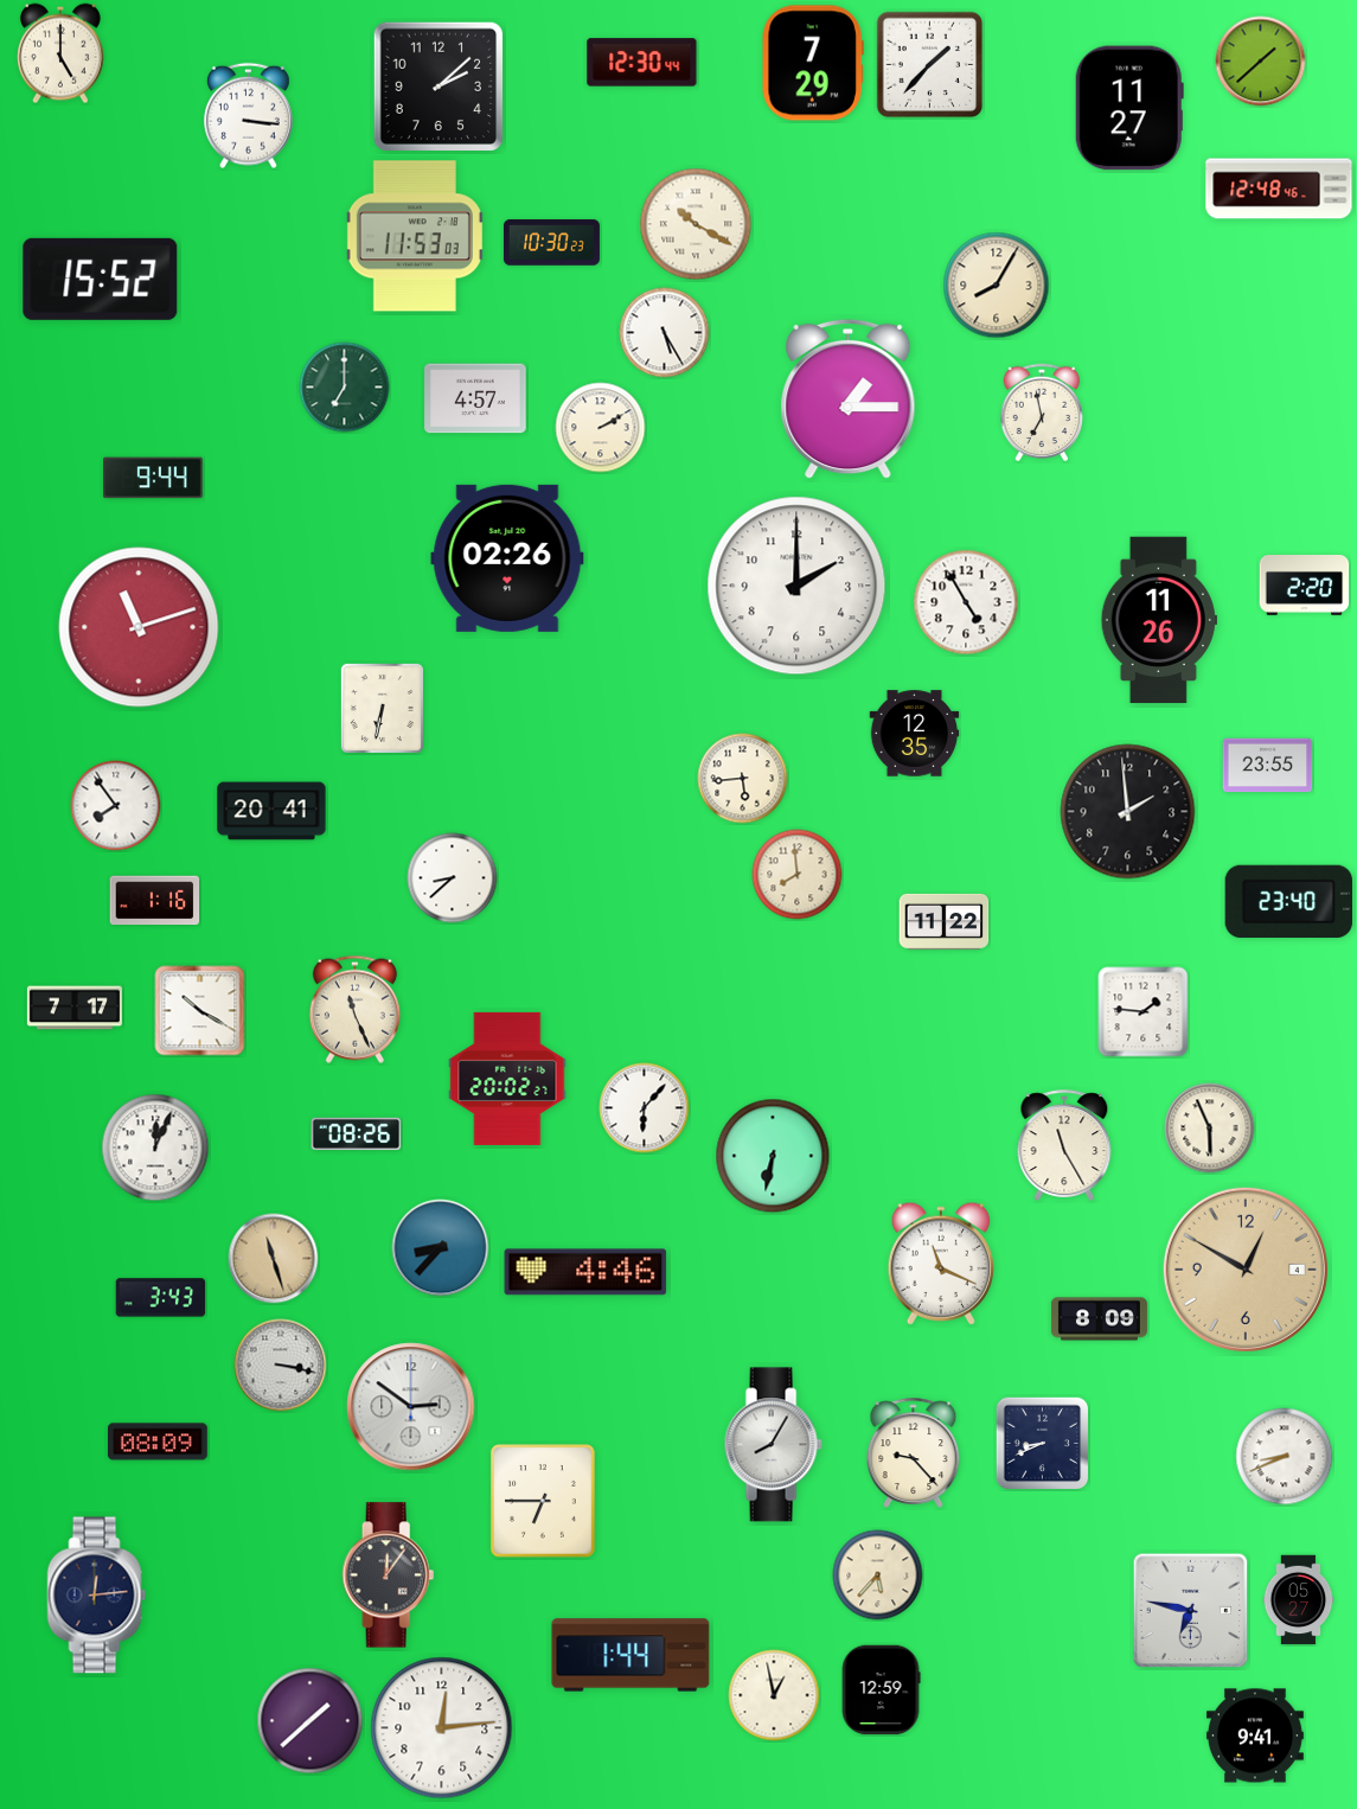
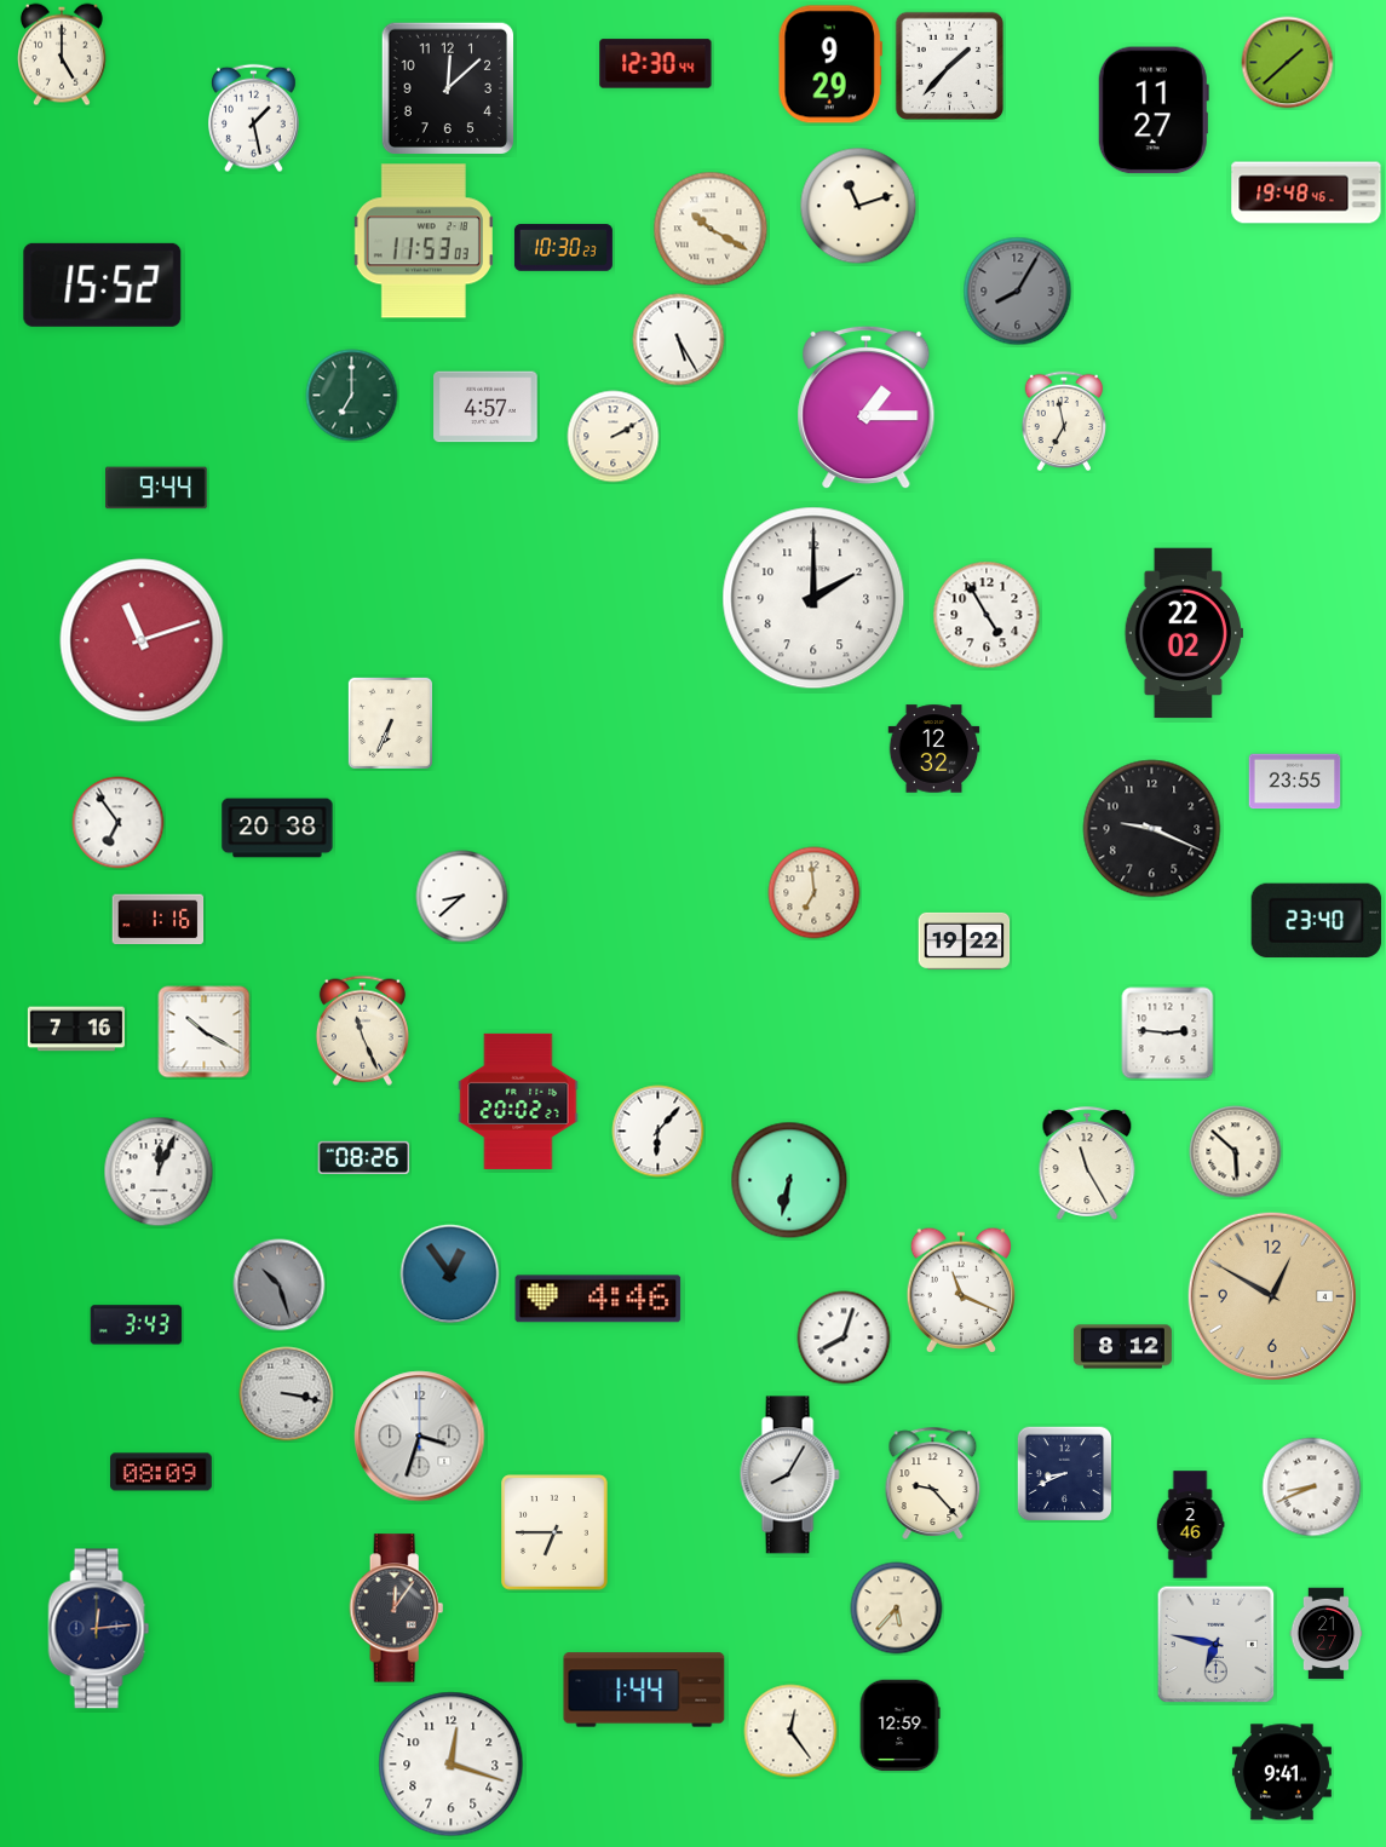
clock at (813, 63): 7:29 -> 9:29
clock at (437, 85): 2:08 -> 12:08
clock at (248, 116): 3:16 -> 1:28
clock at (1279, 188): 12:48 -> 19:48
clock at (858, 206): none -> 11:12
clock at (997, 286) dial: cream -> grey
clock at (507, 558): 02:26 -> none
clock at (1305, 586): 2:20 -> none
clock at (1159, 620): 11:26 -> 22:02
clock at (382, 708): 6:32 -> 6:34
clock at (915, 734): 12:35 -> 12:32
clock at (743, 779): 5:44 -> none
clock at (116, 806): 7:54 -> 6:54
clock at (271, 811): 20:41 -> 20:38
clock at (1128, 812): 1:59 -> 9:19
clock at (798, 875): 7:59 -> 6:59
clock at (945, 921): 11:22 -> 19:22
clock at (75, 1008): 7:17 -> 7:16
clock at (1144, 1012): 1:46 -> 2:46
clock at (1210, 1129): 5:56 -> 5:52
clock at (1064, 1145) position: (1064, 1145) -> (1087, 1163)
clock at (441, 1248): 8:37 -> 12:54
clock at (274, 1259): 11:27 -> 10:27
clock at (274, 1259) dial: champagne -> grey
clock at (161, 1298) position: (161, 1298) -> (137, 1325)
clock at (844, 1337): none -> 8:03
clock at (1099, 1319): 8:09 -> 8:12
clock at (411, 1407): 2:51 -> 3:33
clock at (1190, 1525): none -> 2:46
clock at (1299, 1600): 05:27 -> 21:27
clock at (774, 1695): 12:58 -> 12:24
clock at (311, 1721): 1:38 -> none
clock at (442, 1728): 12:14 -> 12:18
